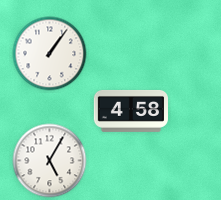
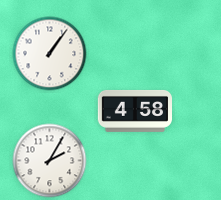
clock at (131, 111) position: (131, 111) -> (135, 111)
clock at (50, 161): 5:05 -> 2:05
